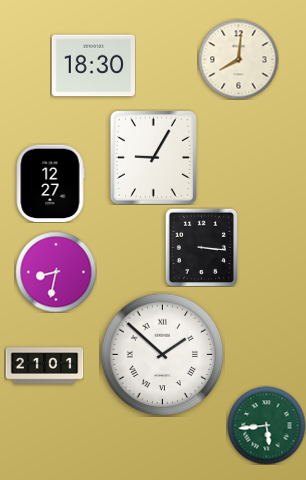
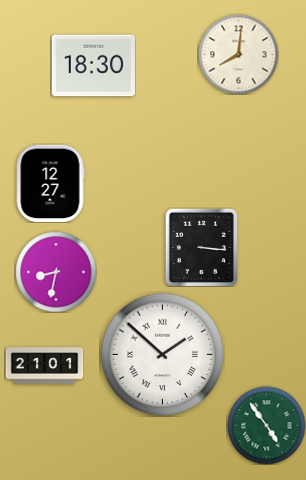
clock at (238, 59) position: (238, 59) -> (238, 54)
clock at (153, 157): 9:05 -> none
clock at (266, 425): 5:44 -> 4:54
